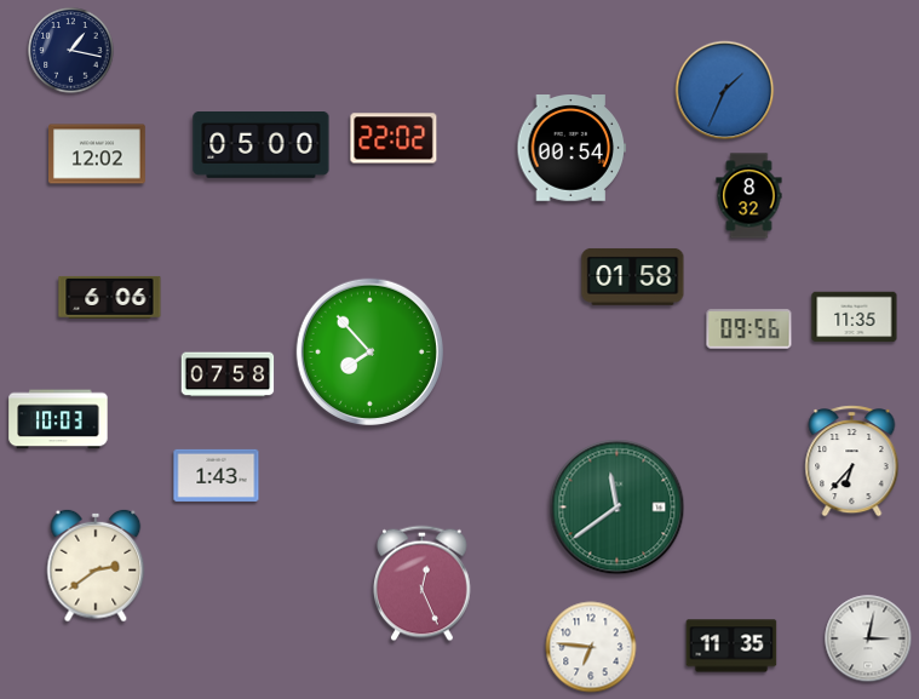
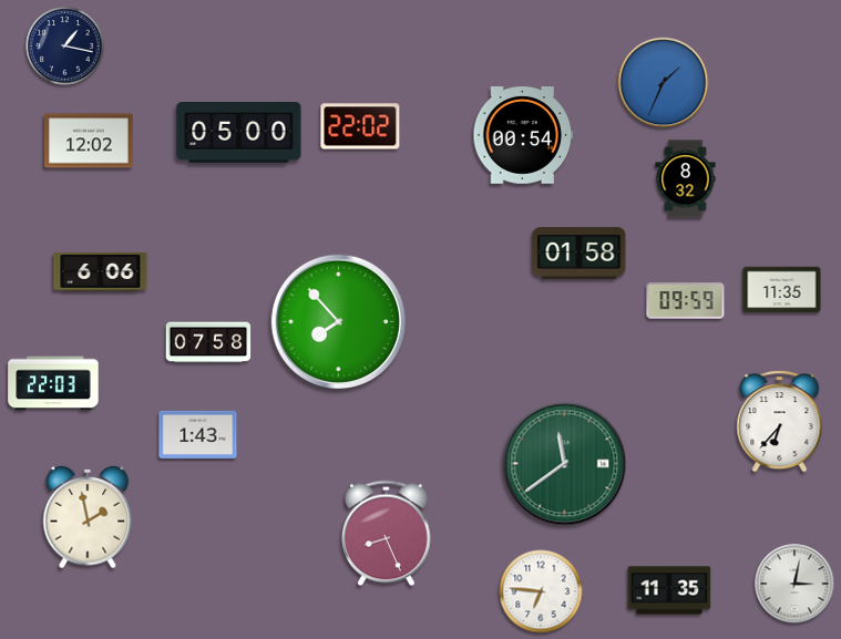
clock at (749, 330): 09:56 -> 09:59
clock at (58, 419): 10:03 -> 22:03
clock at (96, 566): 2:39 -> 1:58
clock at (423, 584): 12:26 -> 8:26
